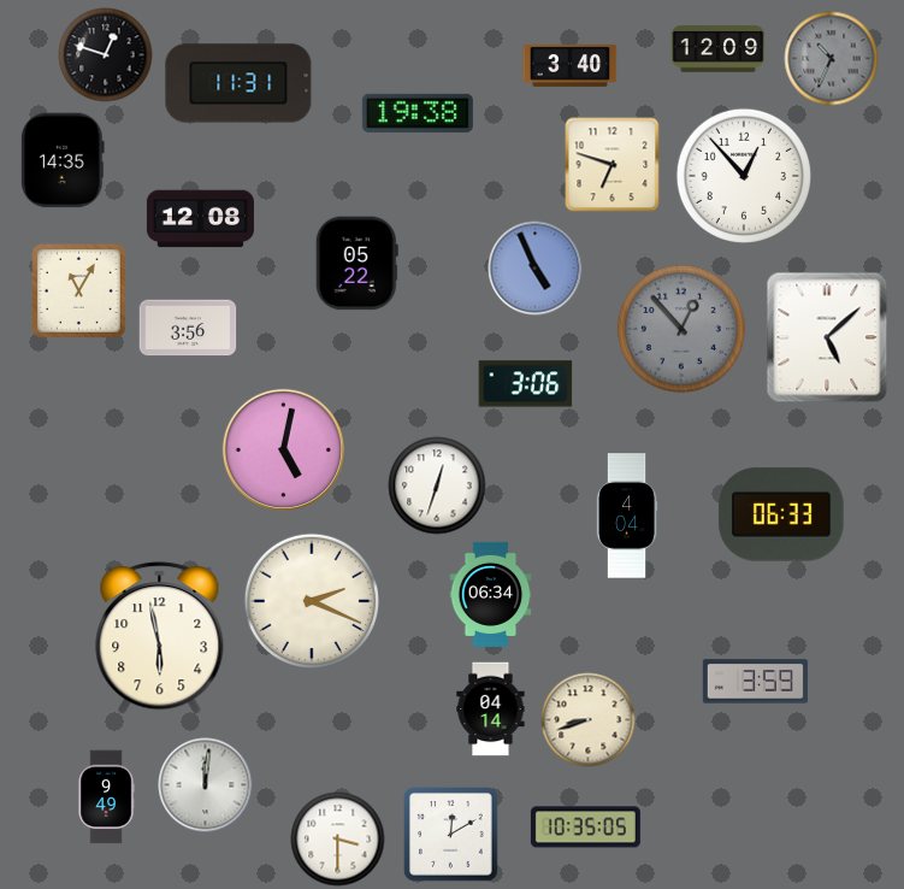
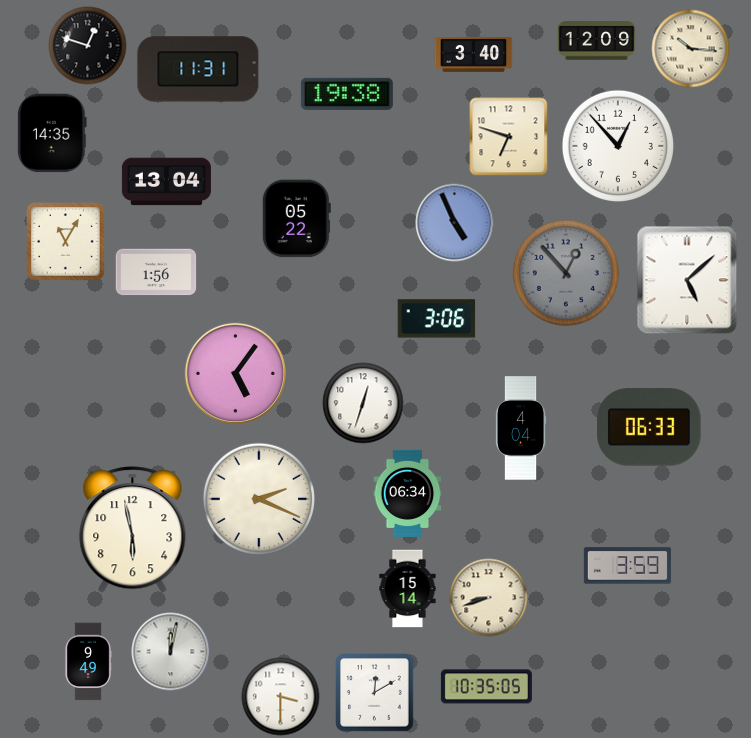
clock at (831, 58): 10:34 -> 10:16
clock at (831, 58) dial: grey -> cream
clock at (200, 219): 12:08 -> 13:04
clock at (534, 267) position: (534, 267) -> (454, 222)
clock at (188, 328): 3:56 -> 1:56
clock at (283, 449): 5:02 -> 5:06
clock at (491, 708): 04:14 -> 15:14
clock at (205, 784): 12:01 -> 12:02
